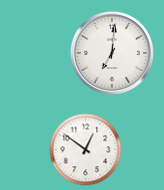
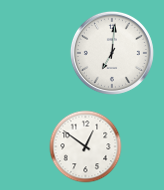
clock at (86, 150) position: (86, 150) -> (86, 147)
